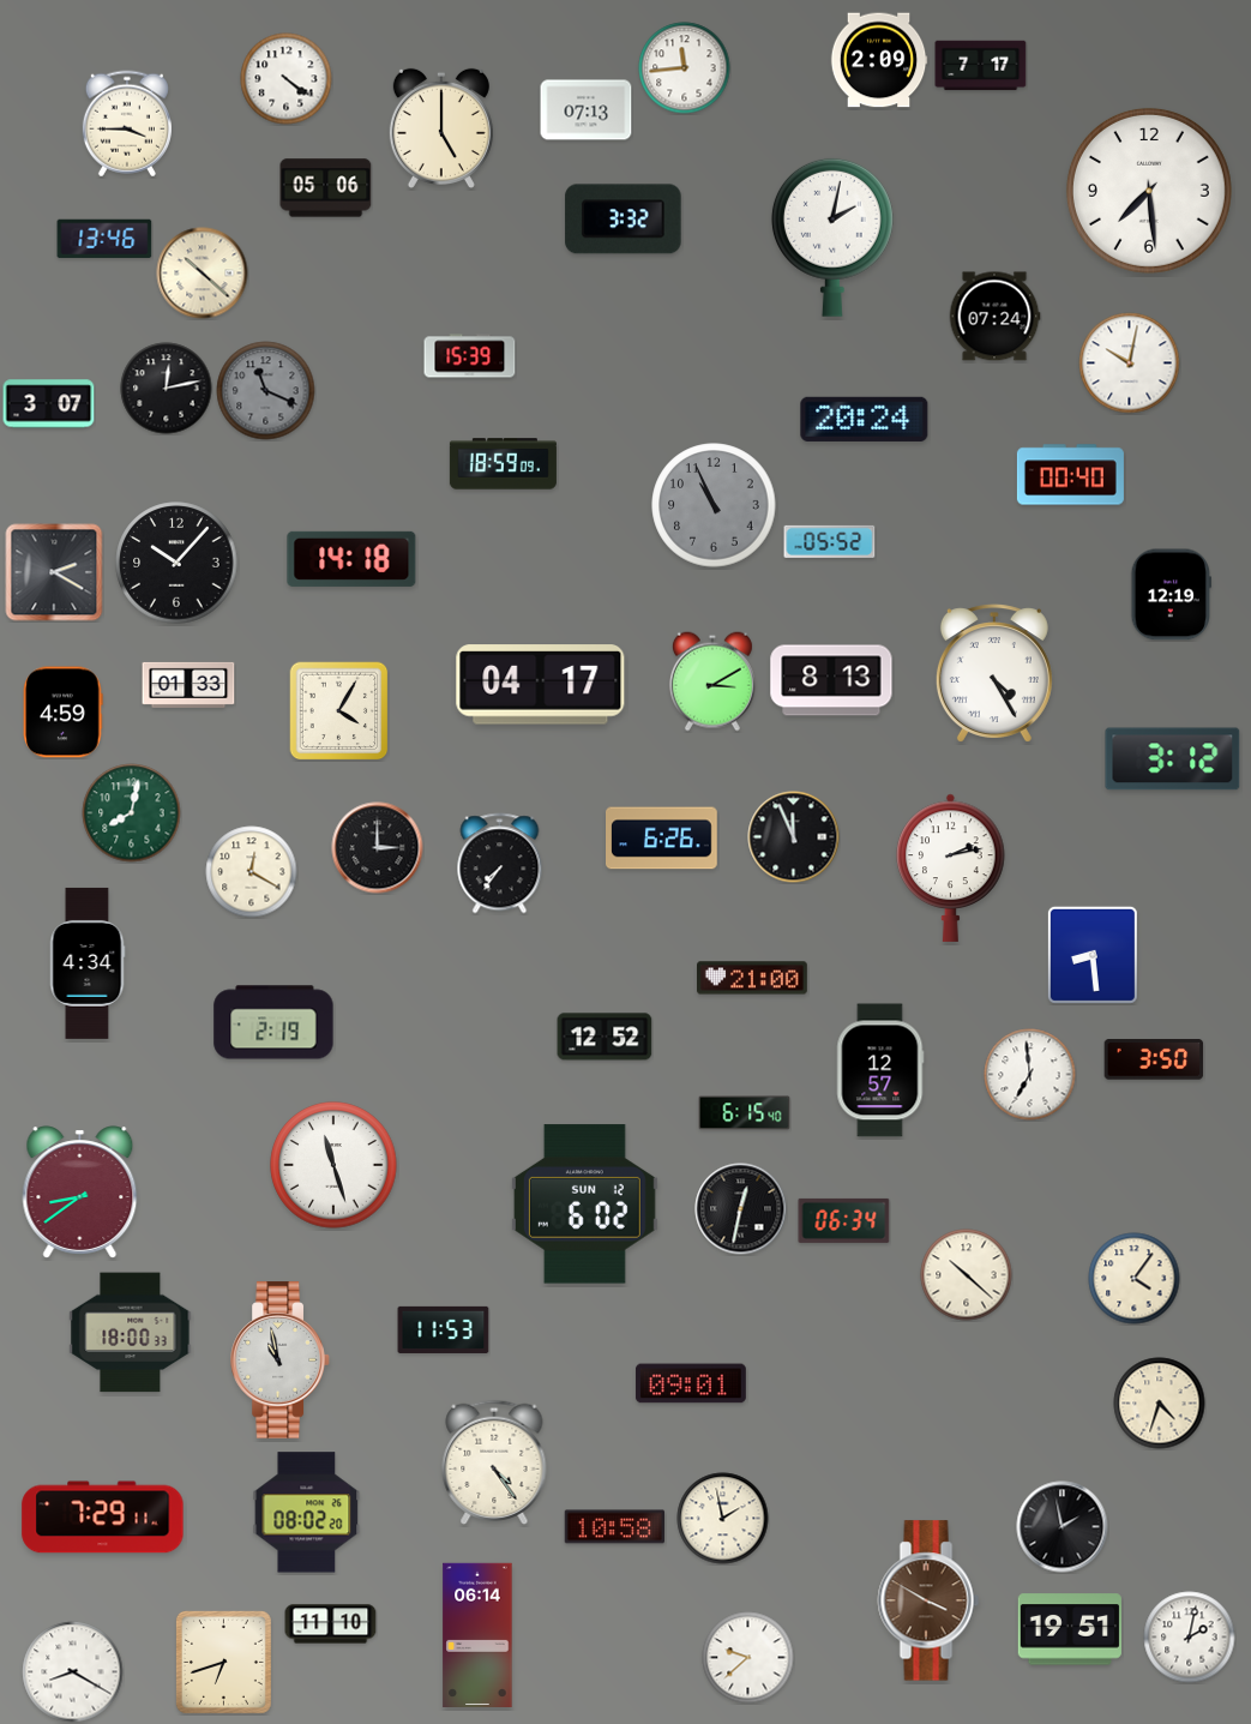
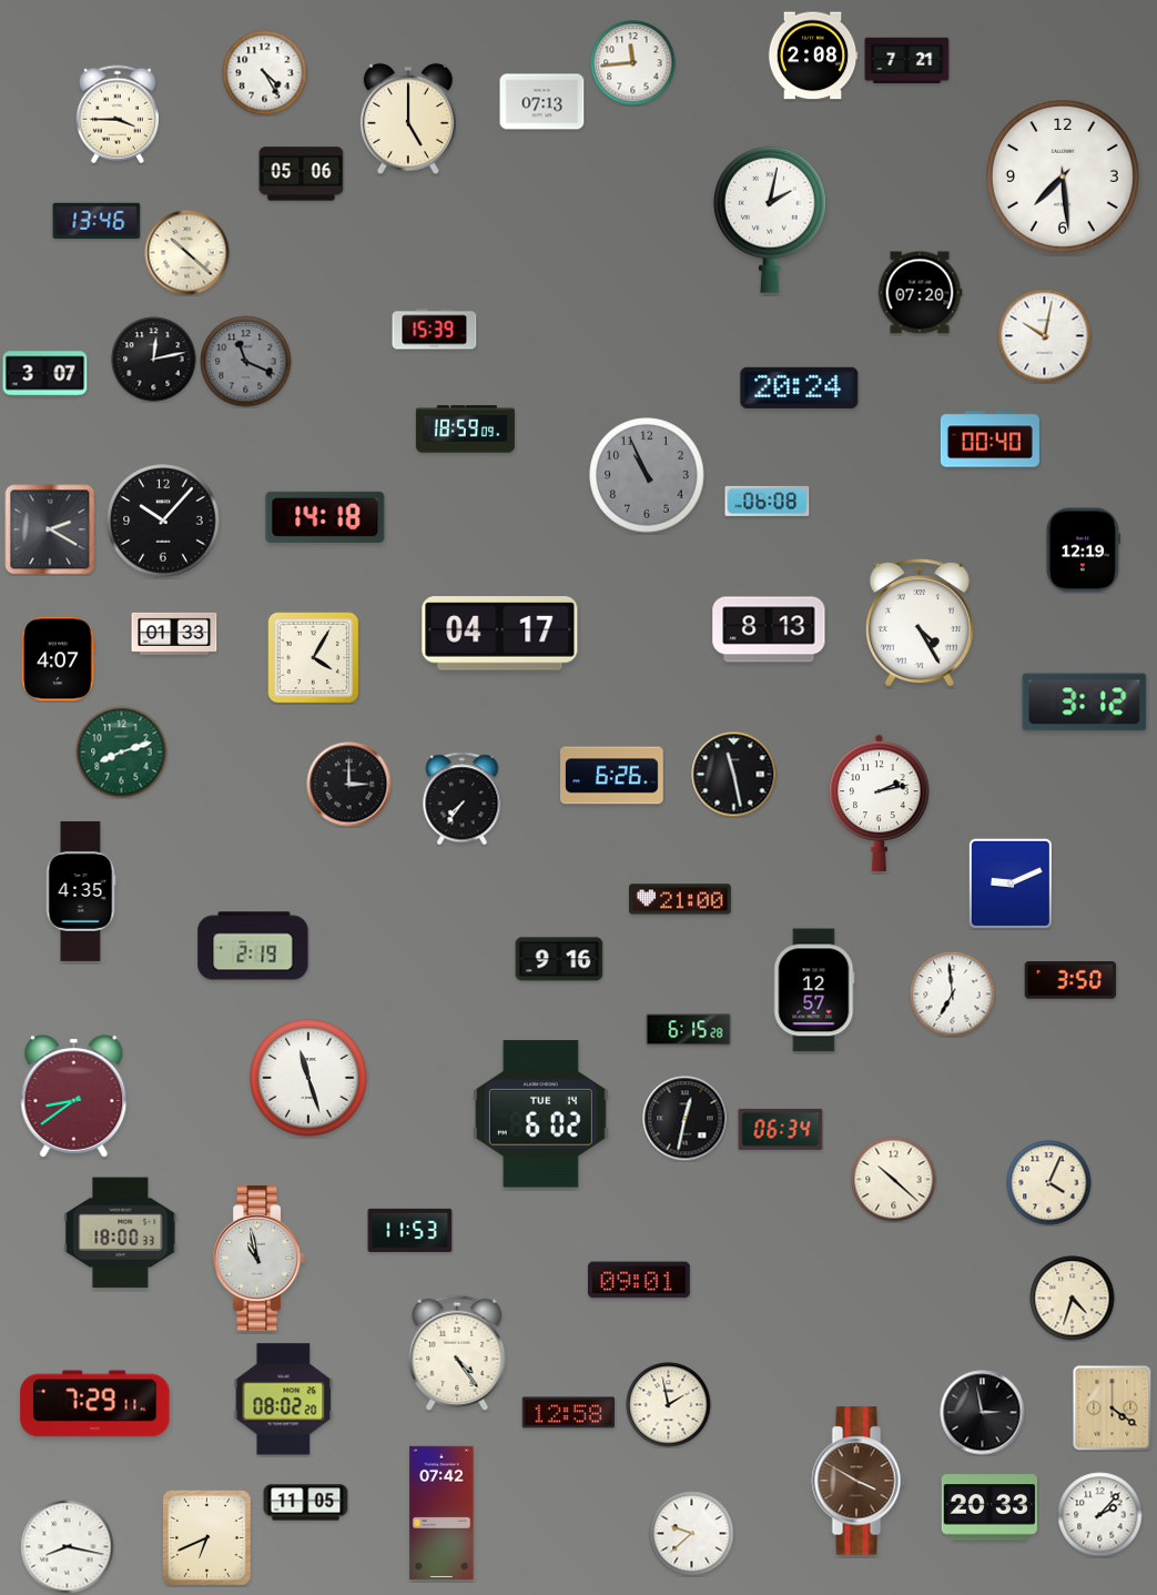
clock at (879, 60): 2:09 -> 2:08
clock at (981, 66): 7:17 -> 7:21
clock at (287, 79): 4:21 -> 4:25
clock at (624, 220): 3:32 -> none
clock at (994, 317): 07:24 -> 07:20
clock at (714, 505) position: (714, 505) -> (647, 475)
clock at (830, 541): 05:52 -> 06:08
clock at (712, 681): 3:10 -> none
clock at (64, 713): 4:59 -> 4:07
clock at (132, 813): 8:02 -> 8:12
clock at (794, 837): 11:56 -> 11:28
clock at (252, 872): 12:20 -> none
clock at (1093, 955): 8:29 -> 9:11
clock at (88, 963): 4:34 -> 4:35
clock at (753, 978) position: (753, 978) -> (681, 899)
clock at (605, 1037): 12:52 -> 9:16
clock at (1154, 1059) position: (1154, 1059) -> (1070, 980)
clock at (745, 1113): 6:15:40 -> 6:15:28
clock at (80, 1193) position: (80, 1193) -> (74, 1097)
clock at (584, 1205) date: SUN 12 -> TUE 14
clock at (1135, 1279): 4:06 -> 4:04
clock at (1113, 1409): none -> 4:21
clock at (615, 1527): 10:58 -> 12:58
clock at (1063, 1527): 1:58 -> 2:58
clock at (331, 1624): 11:10 -> 11:05
clock at (1070, 1629): 19:51 -> 20:33
clock at (477, 1635): 06:14 -> 07:42
clock at (1190, 1638): 2:02 -> 2:07
clock at (223, 1662): 6:42 -> 6:41
clock at (73, 1672): 8:20 -> 8:17
